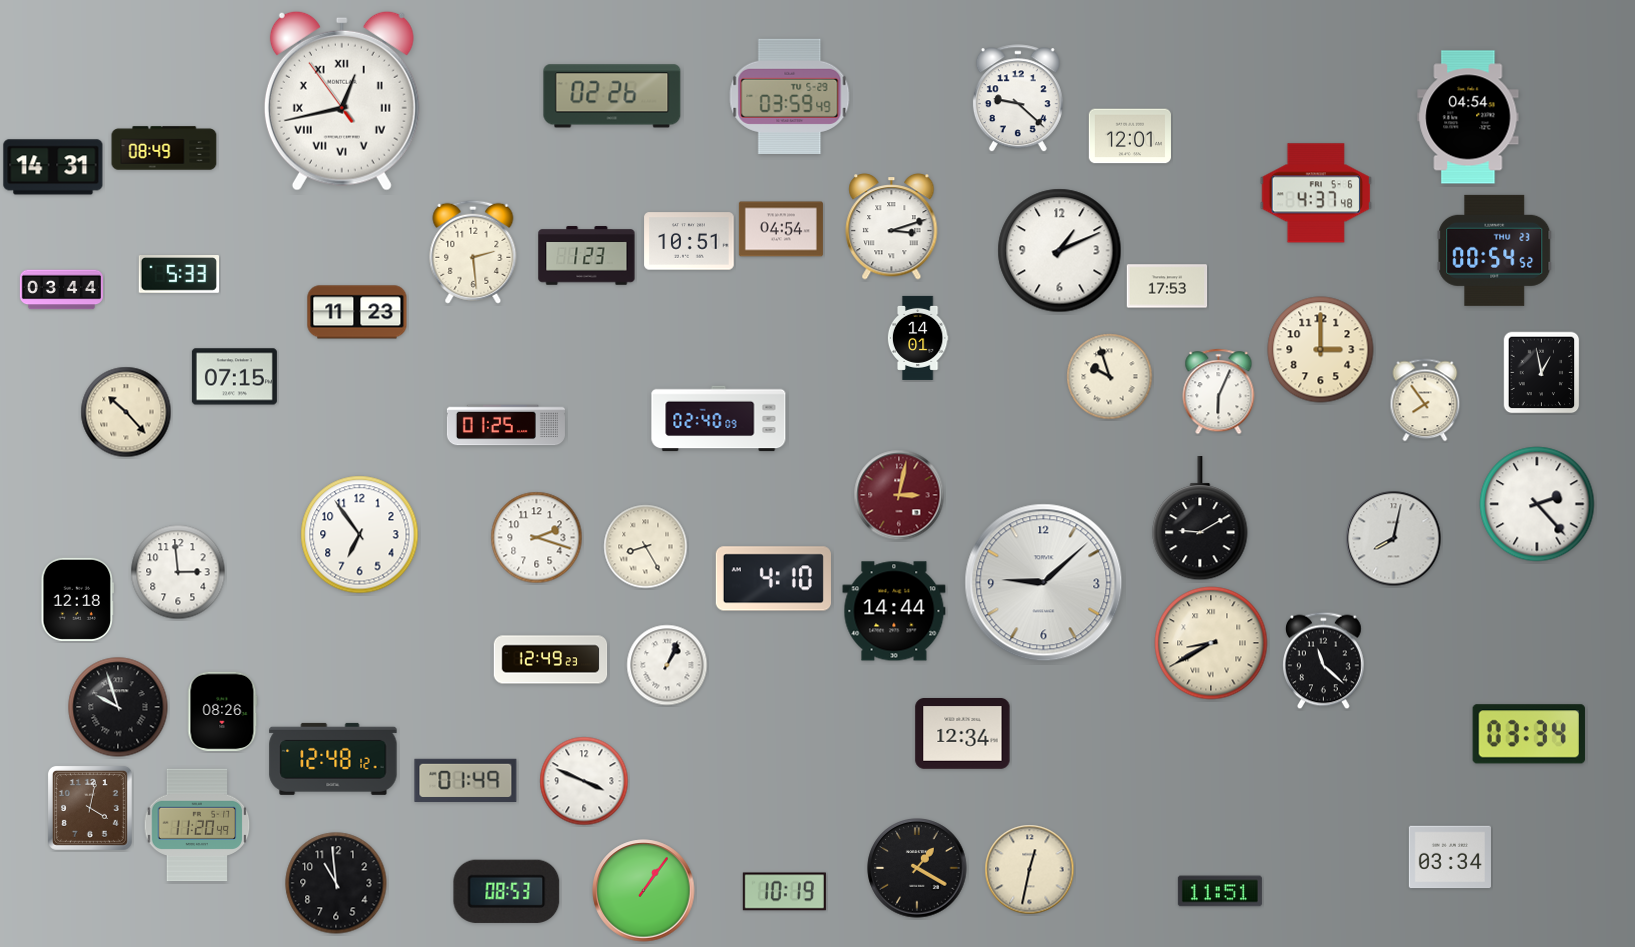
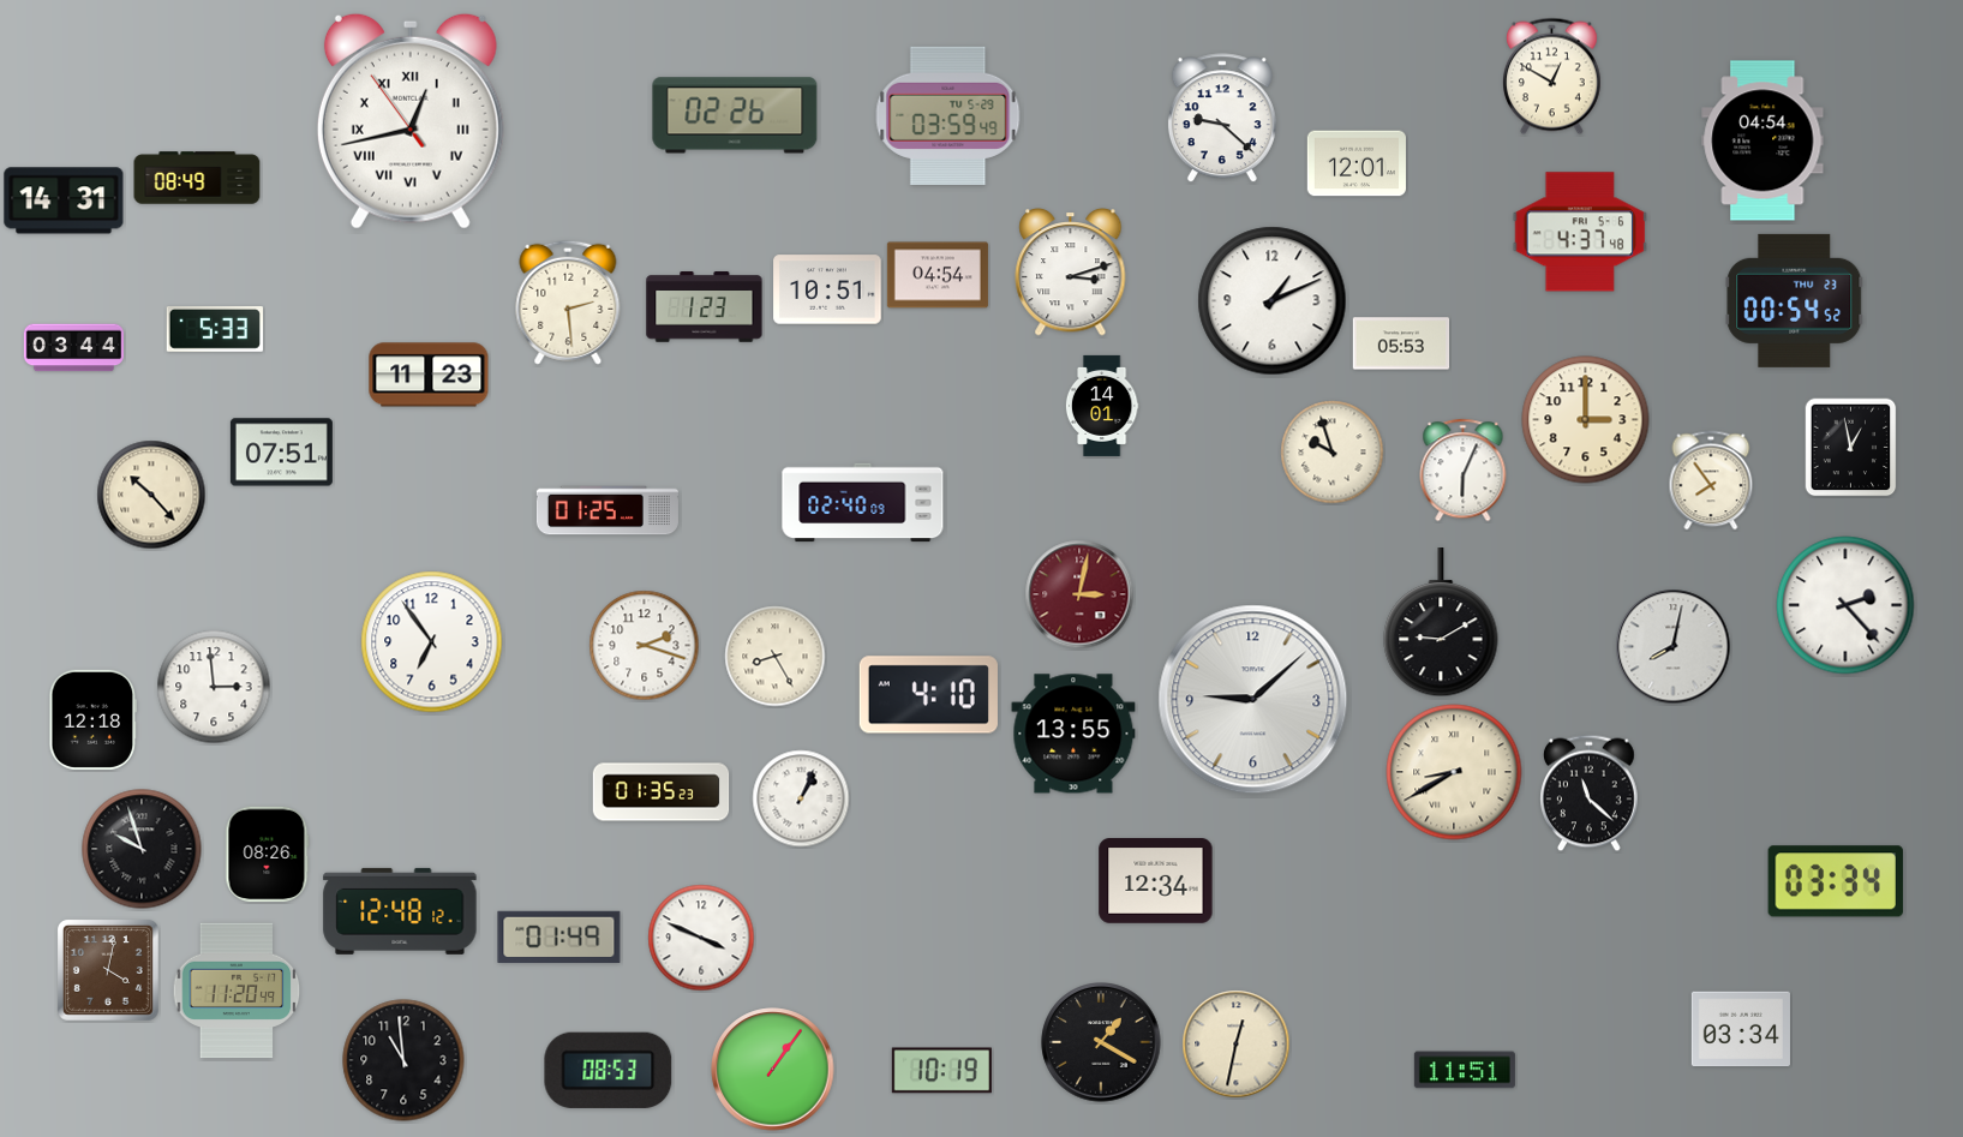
clock at (1552, 77): none -> 12:50
clock at (1167, 286): 17:53 -> 05:53
clock at (234, 377): 07:15 -> 07:51
clock at (894, 611): 14:44 -> 13:55
clock at (551, 660): 12:49 -> 01:35
